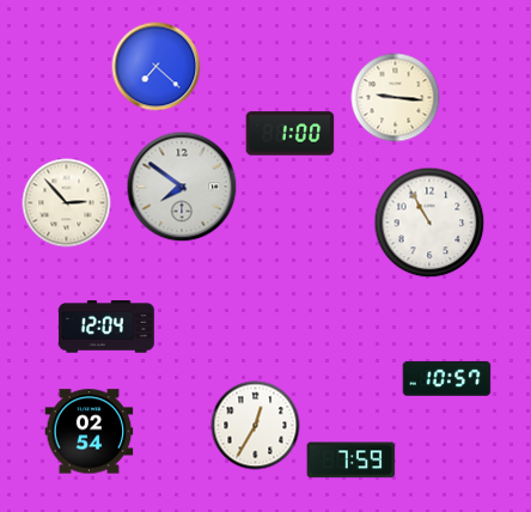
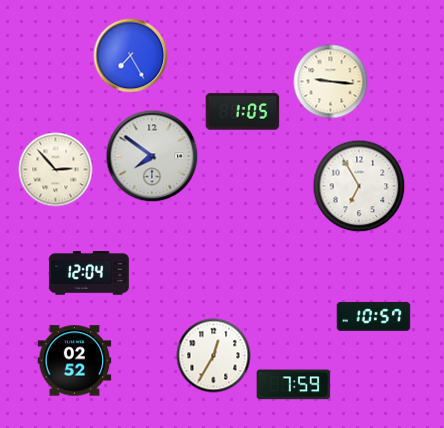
clock at (157, 67): 7:22 -> 7:25
clock at (291, 134): 1:00 -> 1:05
clock at (429, 223): 10:55 -> 6:55
clock at (90, 432): 02:54 -> 02:52
